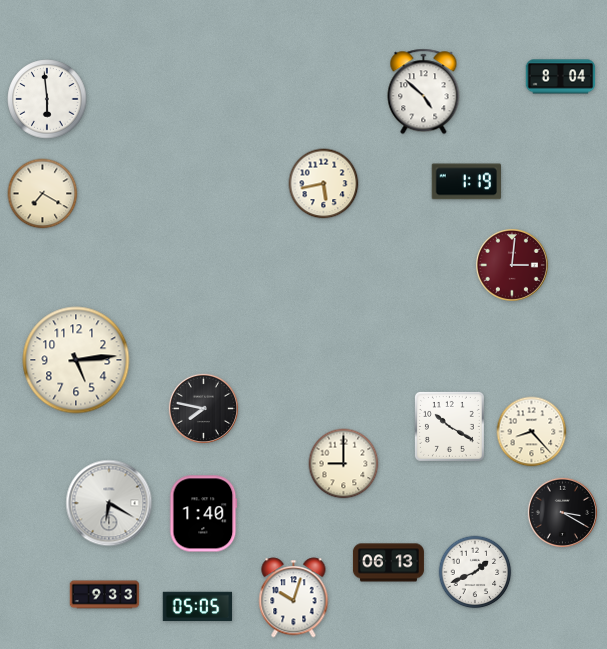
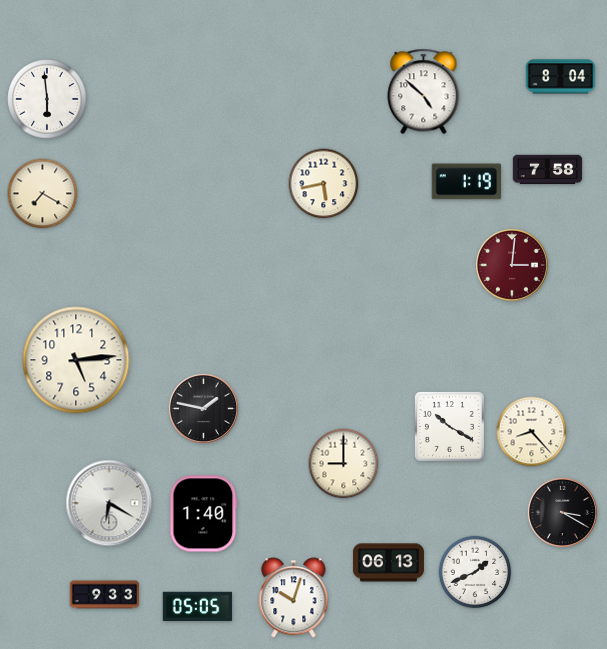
clock at (548, 170): none -> 7:58
clock at (203, 408): 7:47 -> 1:47
